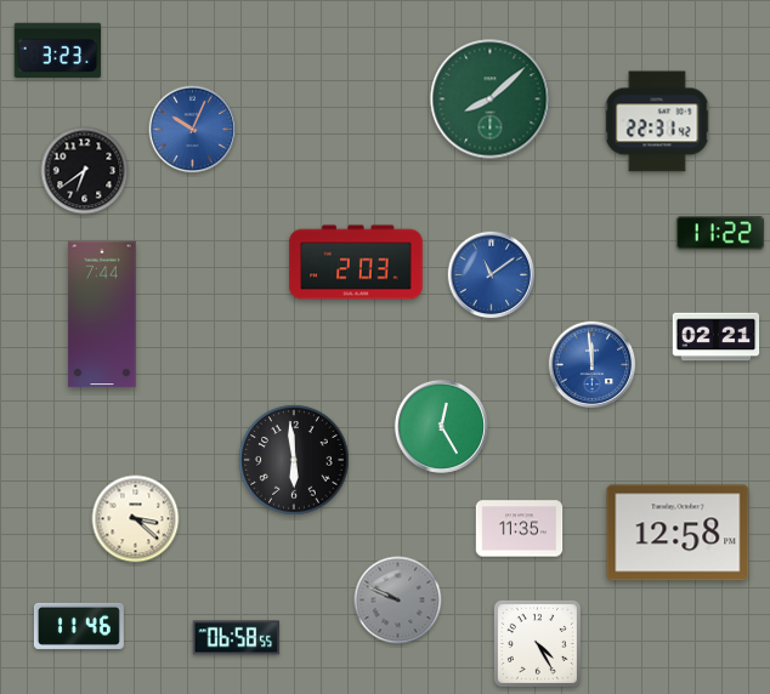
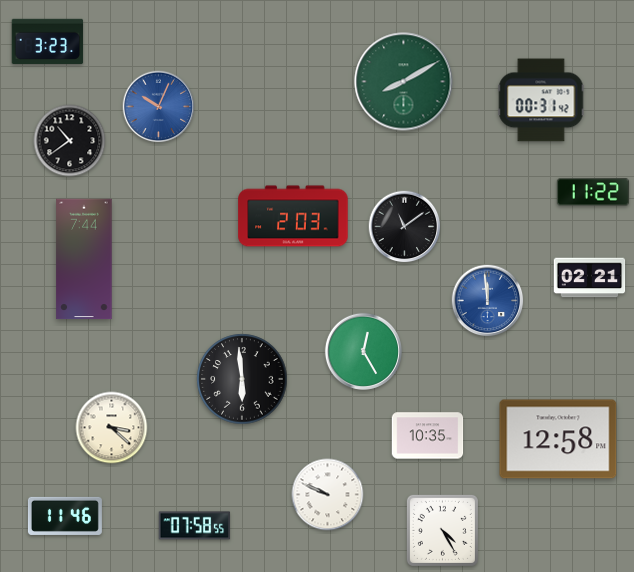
clock at (491, 99): 8:08 -> 8:10
clock at (657, 121): 22:31 -> 00:31
clock at (85, 171): 6:39 -> 10:39
clock at (492, 275) dial: blue -> black
clock at (520, 529): 11:35 -> 10:35
clock at (398, 601) dial: grey -> white
clock at (237, 638): 06:58 -> 07:58
